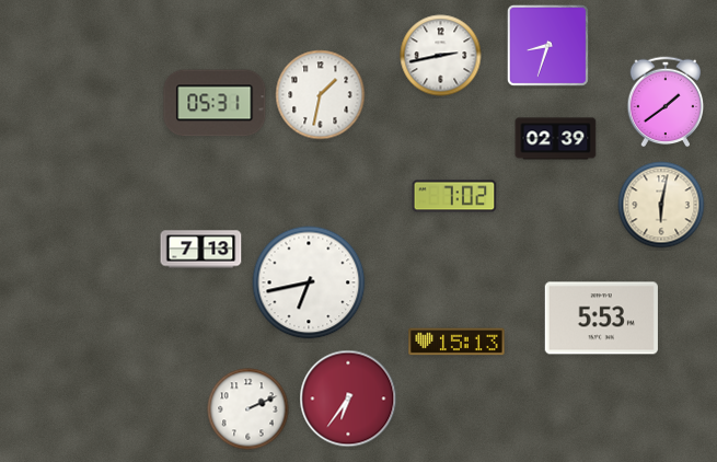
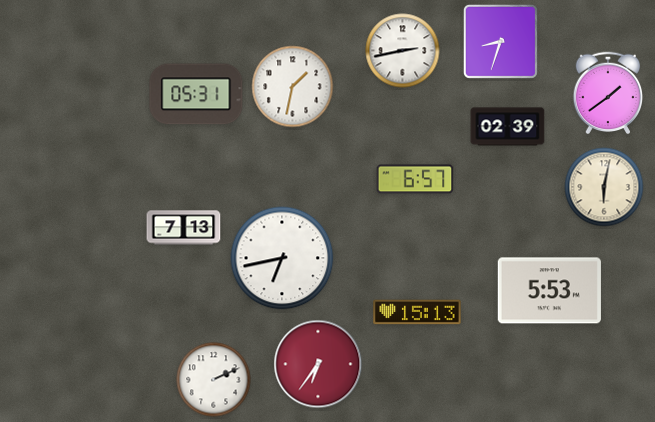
clock at (454, 196): 7:02 -> 6:57
clock at (248, 409) position: (248, 409) -> (214, 380)
